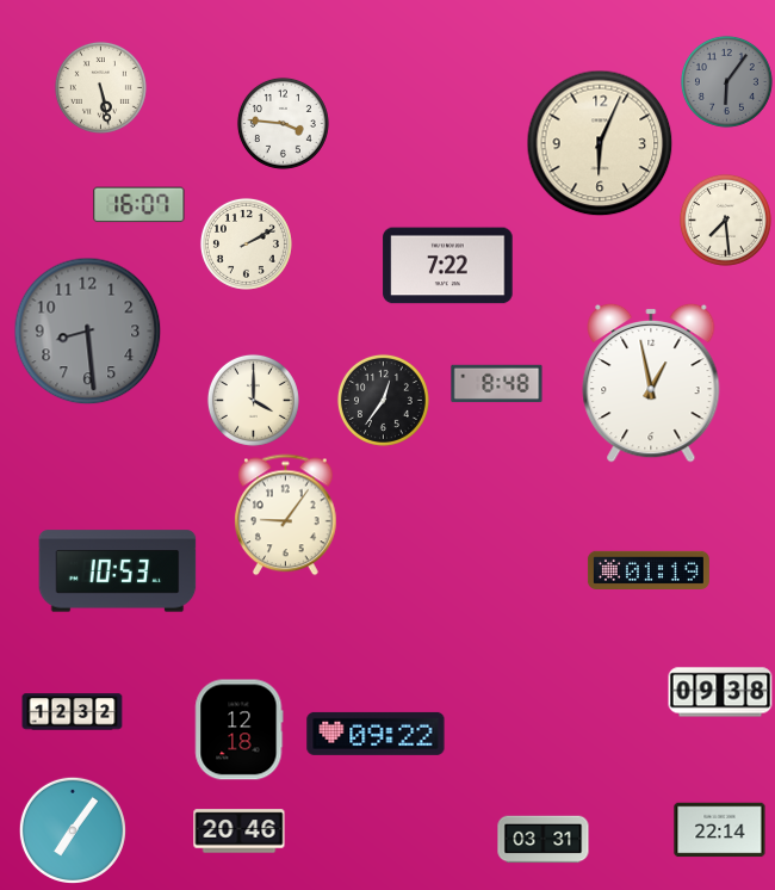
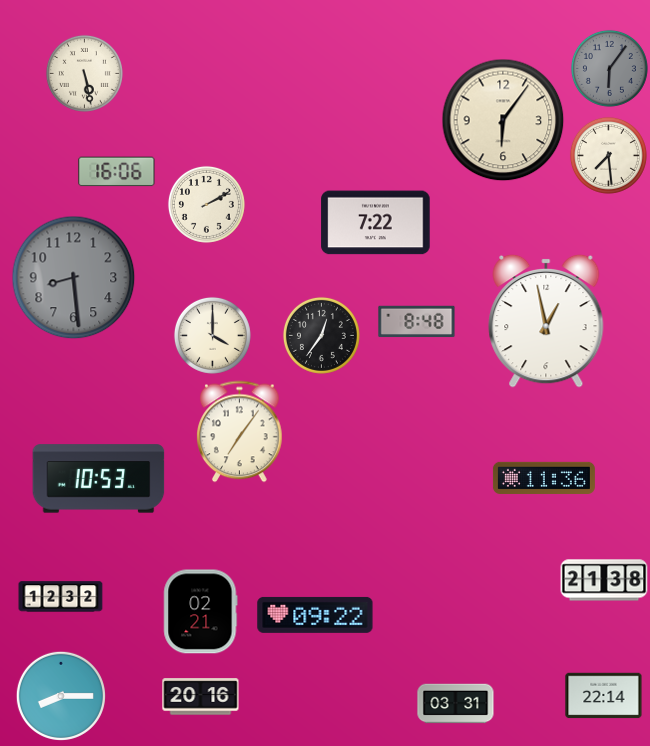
clock at (283, 123): 3:46 -> none
clock at (600, 143): 6:04 -> 6:06
clock at (139, 205): 16:07 -> 16:06
clock at (725, 220) position: (725, 220) -> (608, 155)
clock at (286, 515): 9:06 -> 7:06
clock at (649, 570): 01:19 -> 11:36
clock at (720, 692): 09:38 -> 21:38
clock at (240, 730): 12:18 -> 02:21
clock at (73, 830): 7:06 -> 8:15
clock at (240, 832): 20:46 -> 20:16
